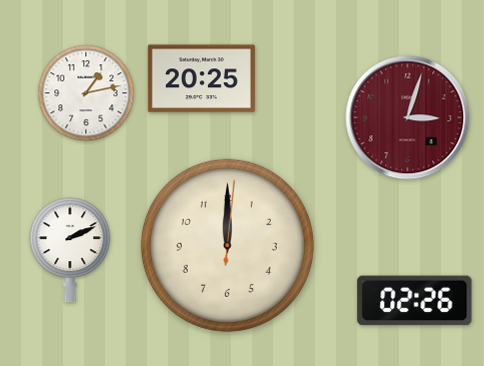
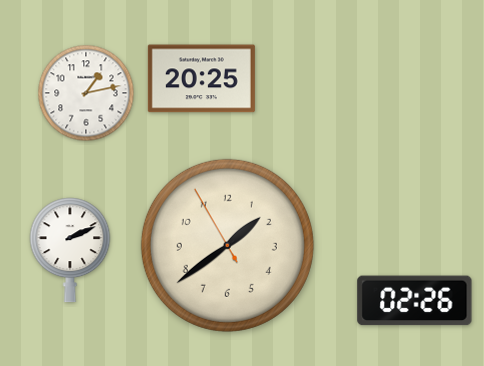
clock at (408, 118): 3:03 -> none
clock at (227, 245): 12:00 -> 1:38
